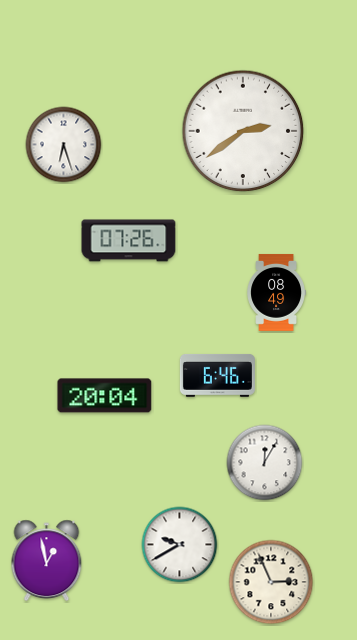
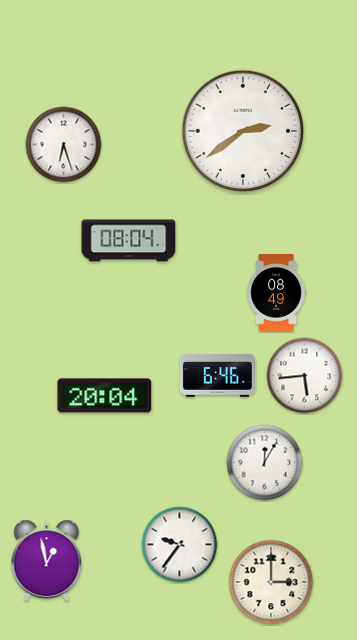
clock at (129, 241): 07:26 -> 08:04
clock at (305, 376): none -> 5:44
clock at (180, 545): 9:40 -> 9:36
clock at (271, 582): 2:56 -> 3:00
